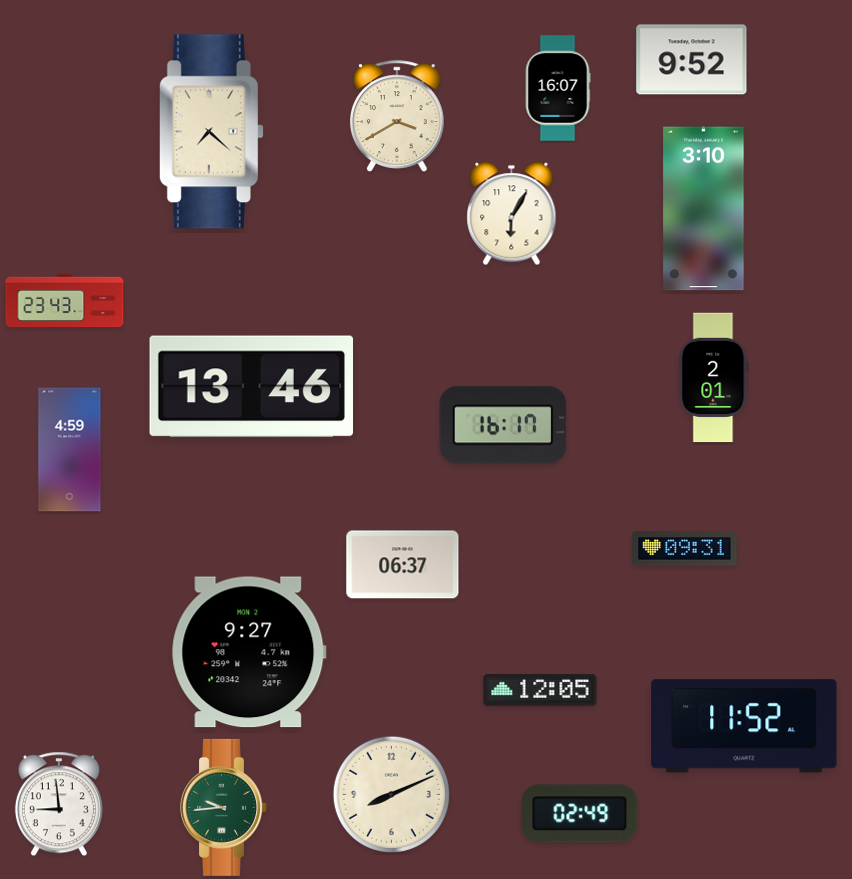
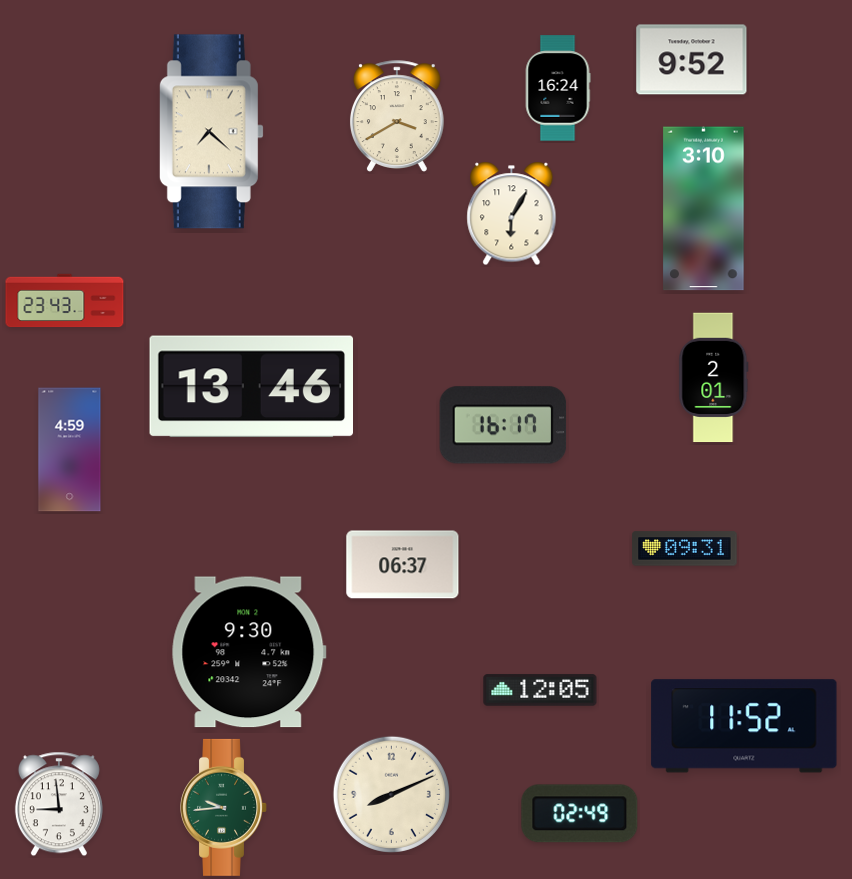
clock at (558, 88): 16:07 -> 16:24
clock at (249, 652): 9:27 -> 9:30
